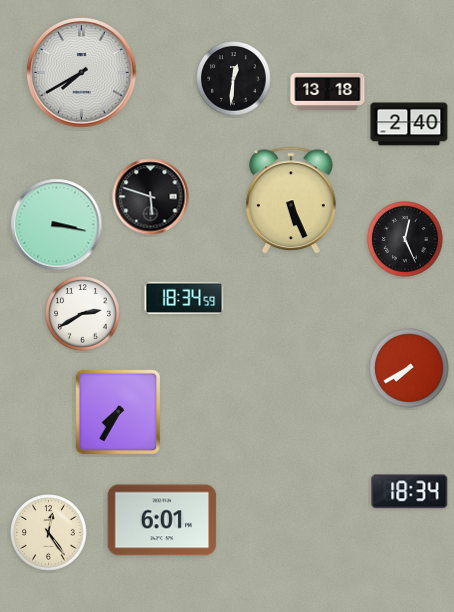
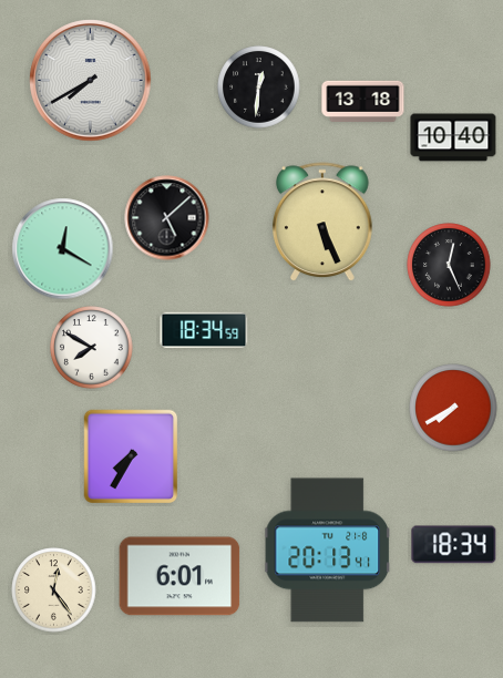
clock at (409, 124): 2:40 -> 10:40
clock at (151, 197): 5:48 -> 5:08
clock at (57, 225): 3:17 -> 12:20
clock at (83, 314): 2:40 -> 7:50
clock at (327, 551): none -> 20:13
